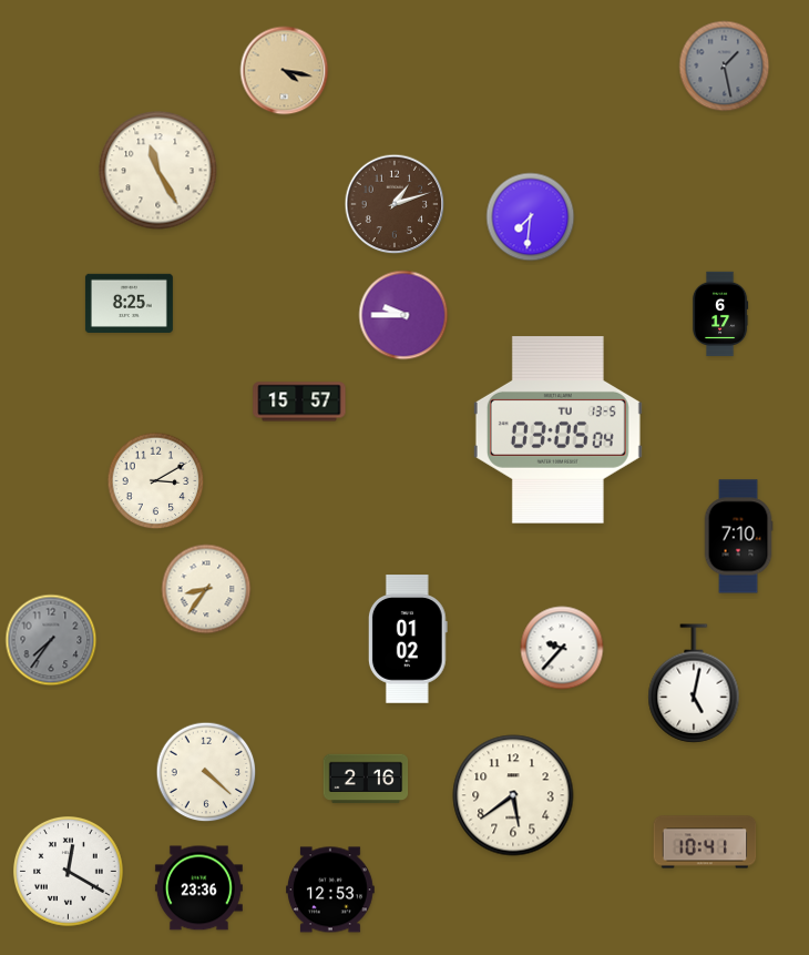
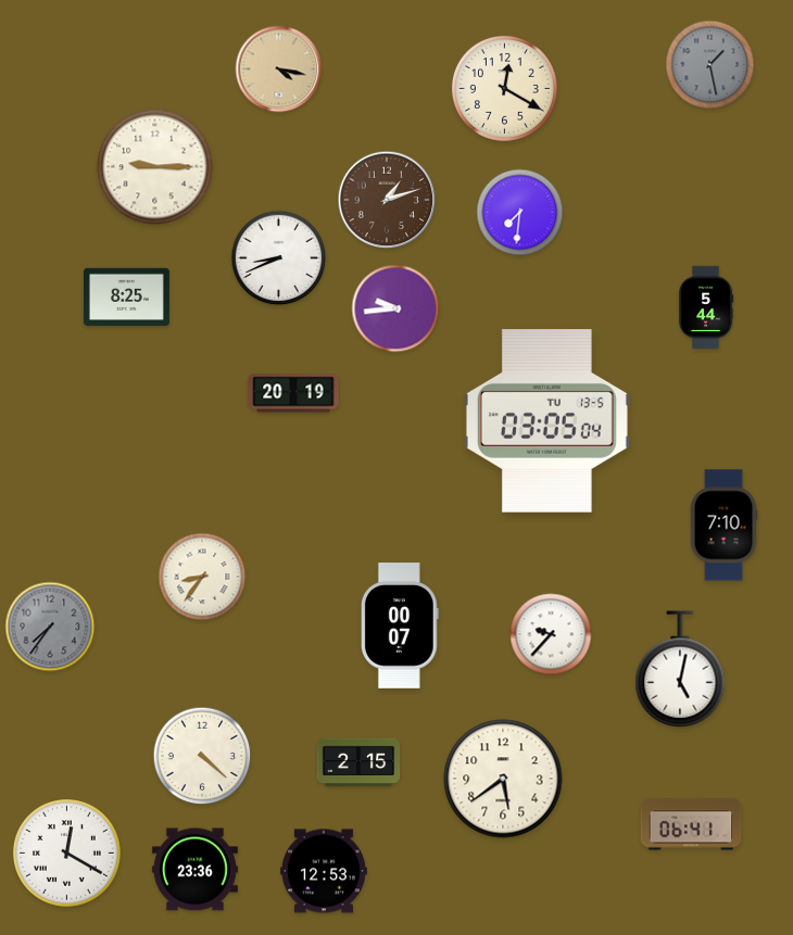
clock at (504, 88): none -> 12:20
clock at (158, 171): 11:25 -> 9:15
clock at (279, 258): none -> 8:41
clock at (720, 314): 6:17 -> 5:44
clock at (403, 315): 9:45 -> 9:44
clock at (299, 402): 15:57 -> 20:19
clock at (156, 481): 3:10 -> none
clock at (408, 639): 01:02 -> 00:07
clock at (366, 779): 2:16 -> 2:15
clock at (705, 842): 10:41 -> 06:41
